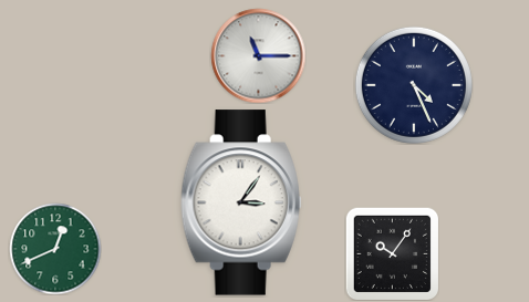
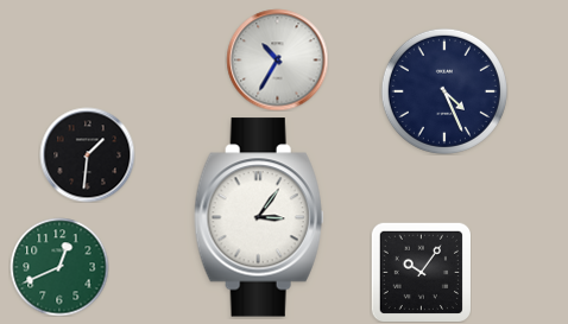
clock at (258, 55): 11:15 -> 10:35
clock at (87, 154): none -> 1:31
